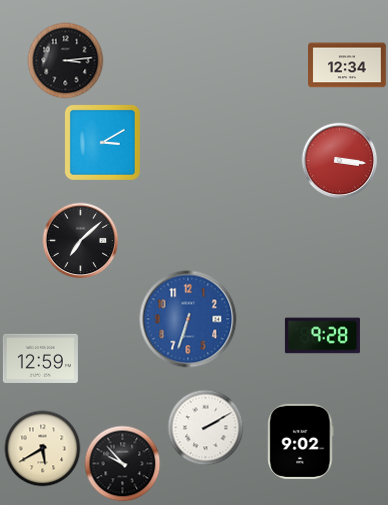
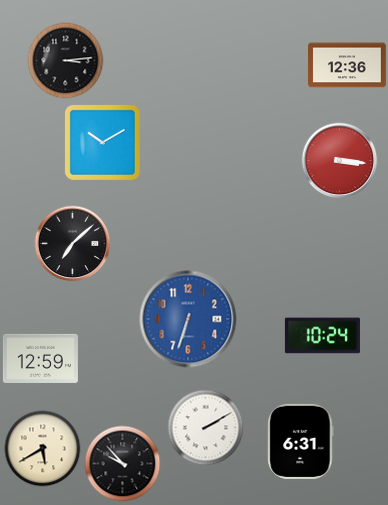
clock at (348, 65): 12:34 -> 12:36
clock at (102, 142): 3:10 -> 10:10
clock at (81, 241) position: (81, 241) -> (73, 244)
clock at (322, 336): 9:28 -> 10:24
clock at (301, 441): 9:02 -> 6:31
